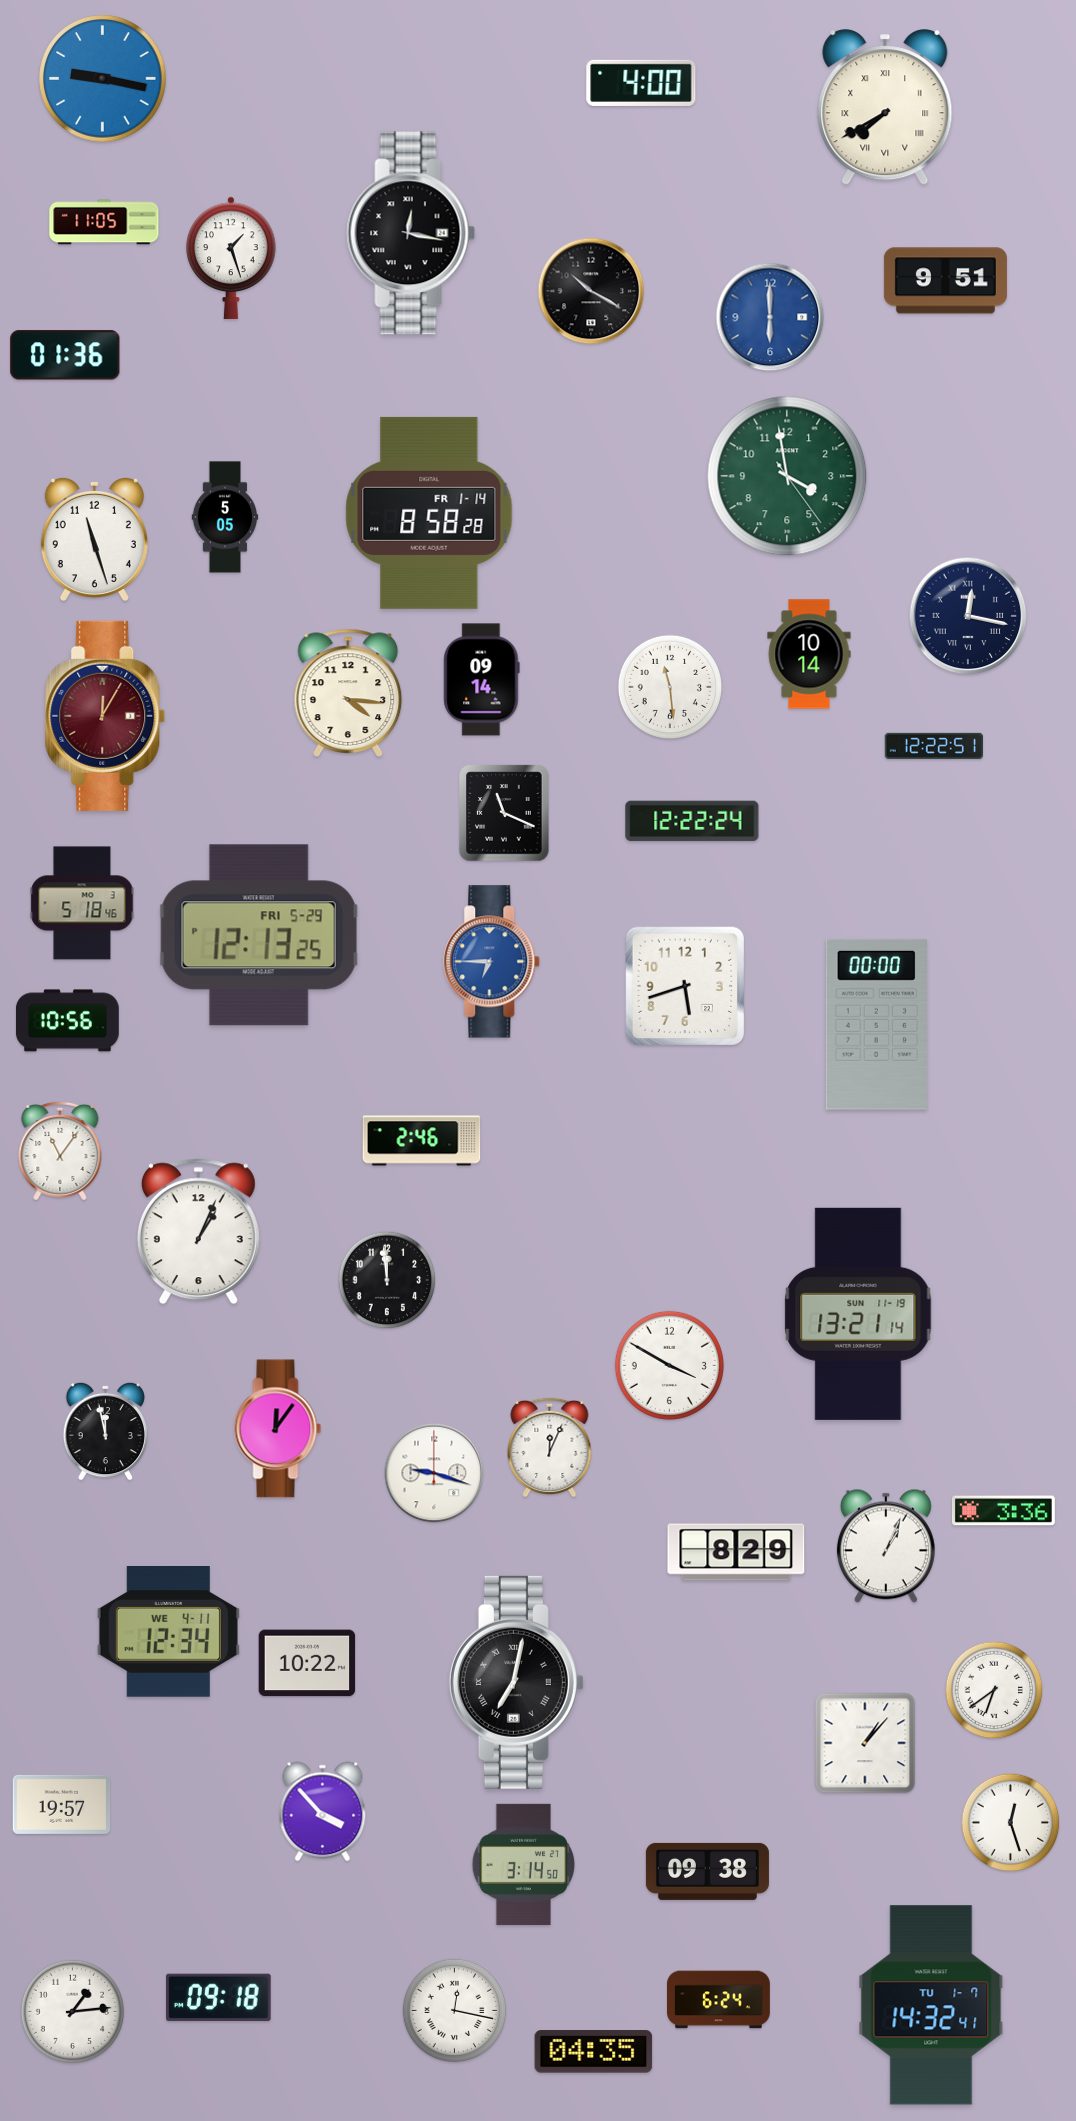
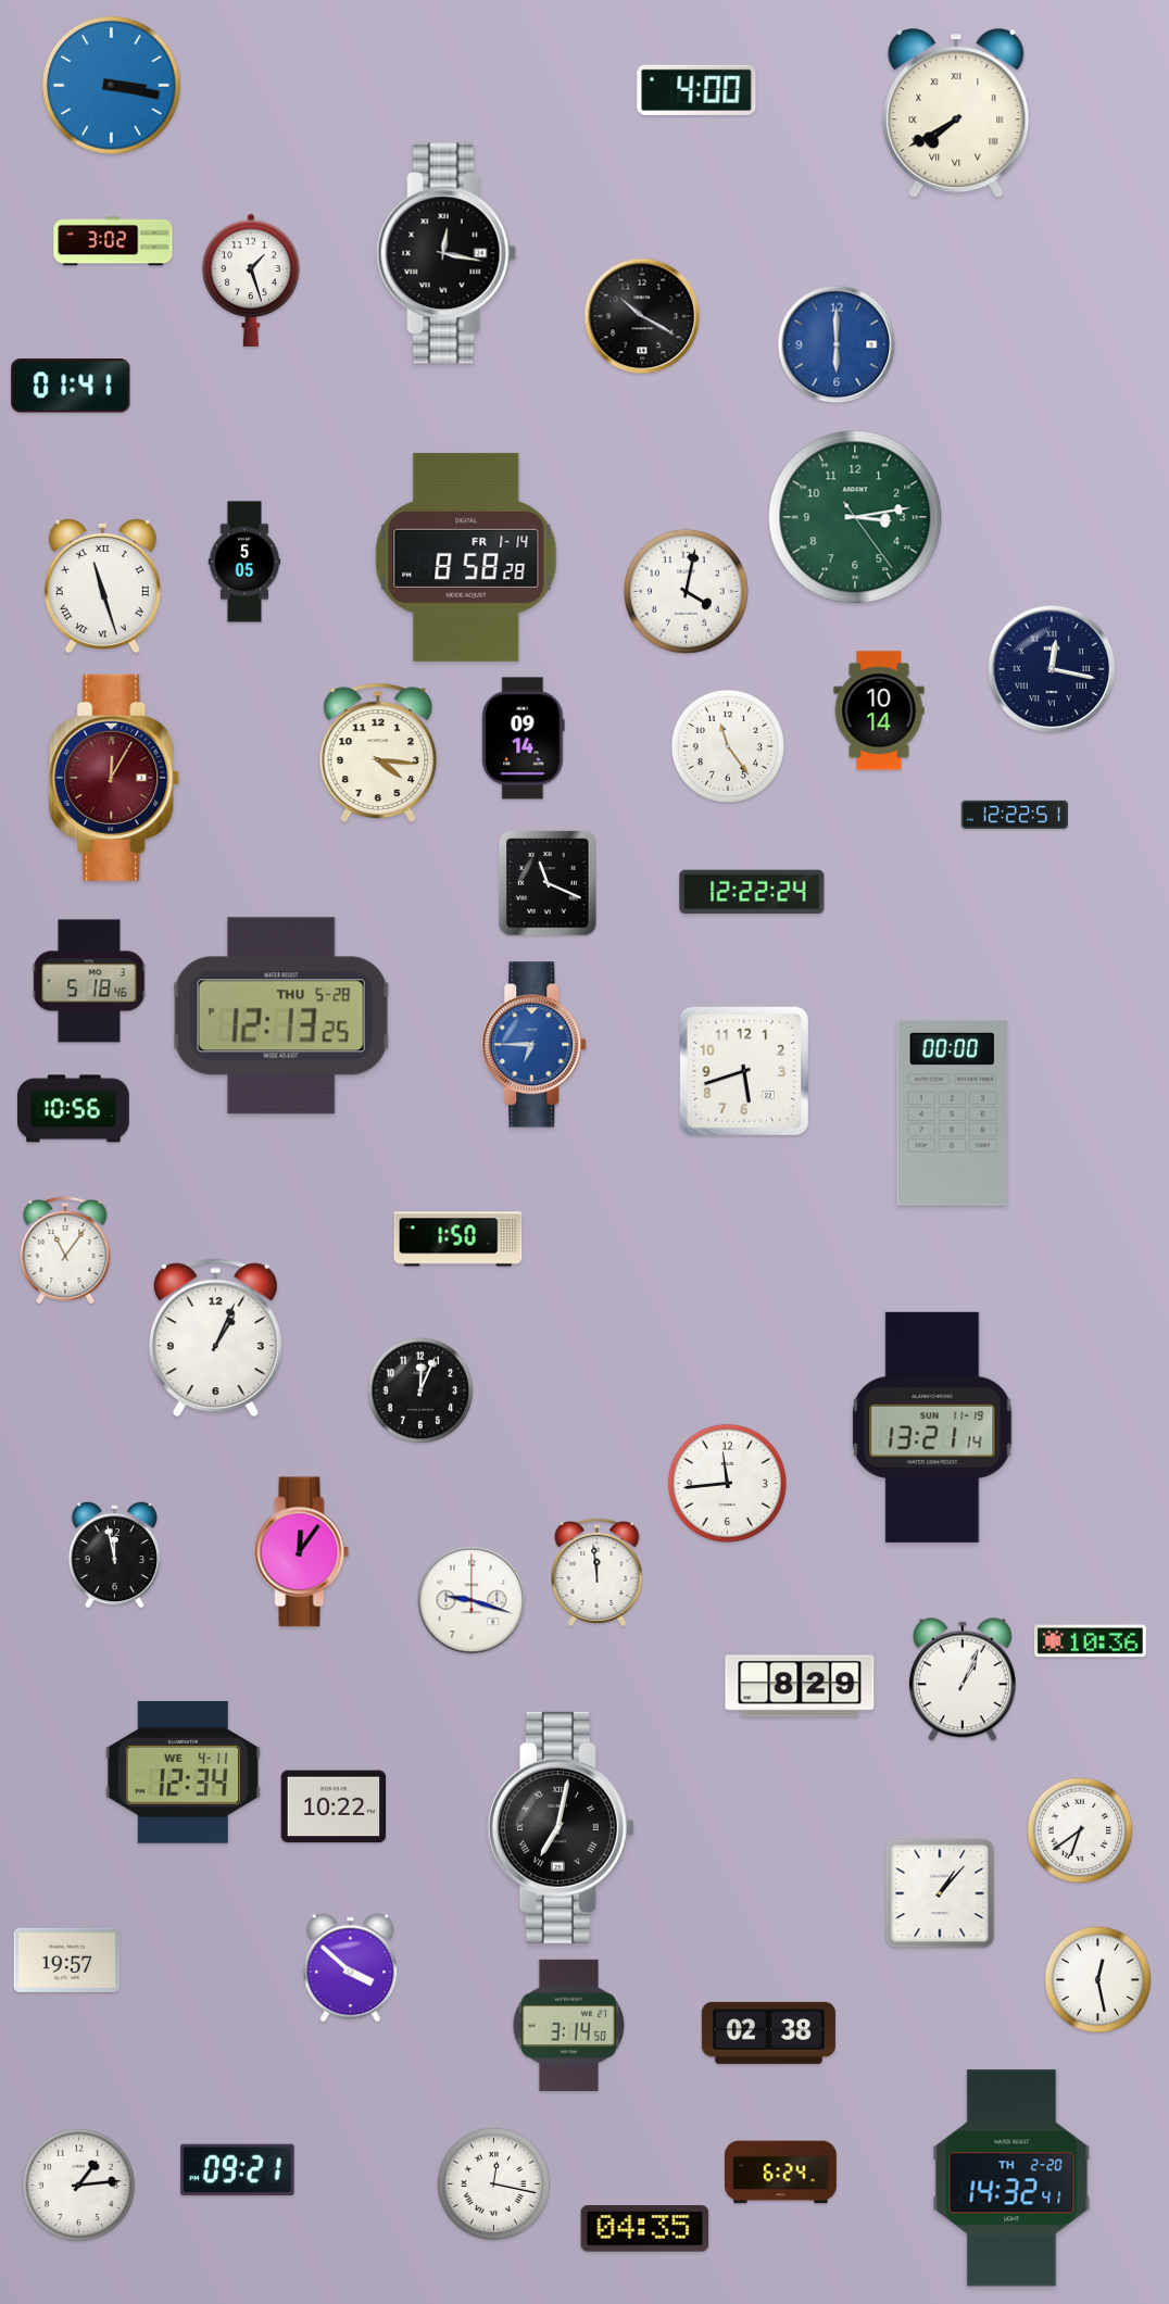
clock at (103, 79): 9:17 -> 3:17
clock at (885, 108) position: (885, 108) -> (956, 114)
clock at (104, 222): 11:05 -> 3:02
clock at (945, 281): 9:51 -> none
clock at (65, 355): 01:36 -> 01:41
clock at (787, 476): 3:58 -> 3:13
clock at (94, 538) numerals: Arabic -> Roman
clock at (686, 591): none -> 4:02
clock at (669, 686): 11:29 -> 11:24
clock at (933, 746) position: (933, 746) -> (1014, 815)
clock at (259, 935) date: FRI 5-29 -> THU 5-28
clock at (422, 1141): 2:46 -> 1:50
clock at (387, 1280): 11:59 -> 12:04
clock at (669, 1365): 3:50 -> 11:44
clock at (550, 1447): 12:04 -> 11:59
clock at (1004, 1511): 3:36 -> 10:36
clock at (994, 1690) position: (994, 1690) -> (1080, 1830)
clock at (323, 1812): 3:53 -> 3:52
clock at (1011, 1823): 12:27 -> 12:28
clock at (707, 1871): 09:38 -> 02:38
clock at (219, 1997): 09:18 -> 09:21
clock at (931, 2005) date: TU 1-7 -> TH 2-20
